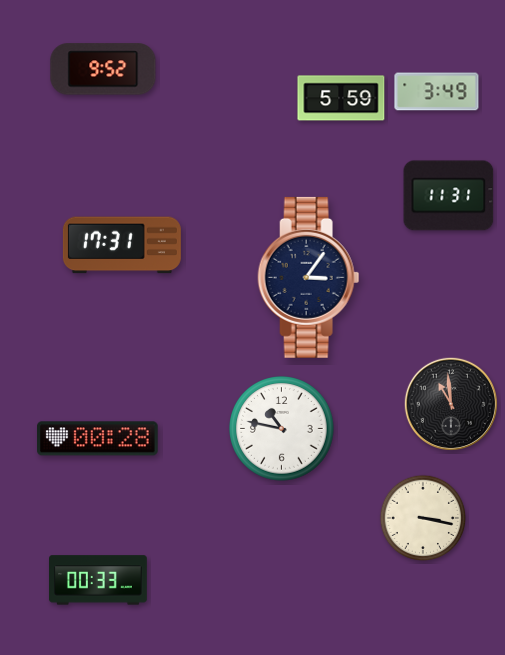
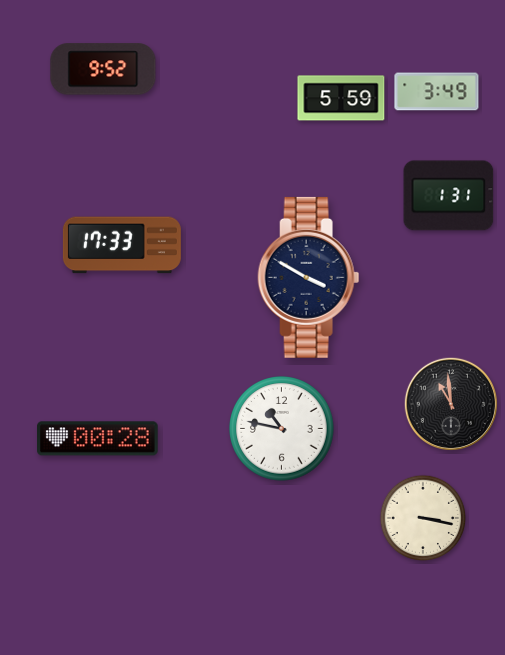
clock at (449, 196): 11:31 -> 1:31
clock at (122, 245): 17:31 -> 17:33
clock at (309, 277): 3:06 -> 3:50
clock at (99, 580): 00:33 -> none
